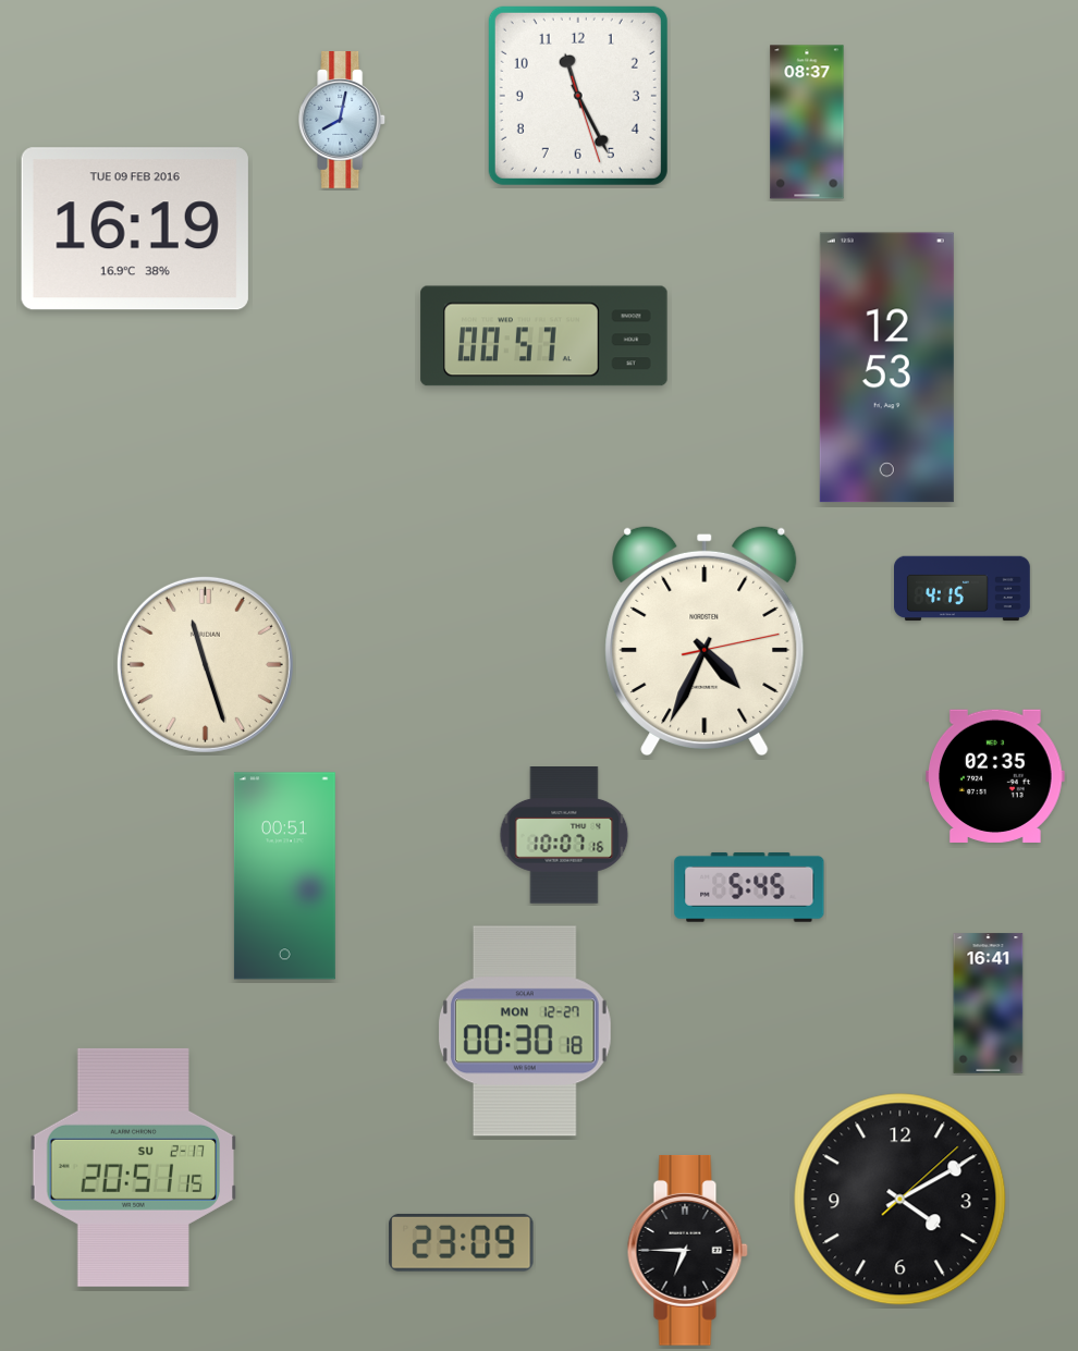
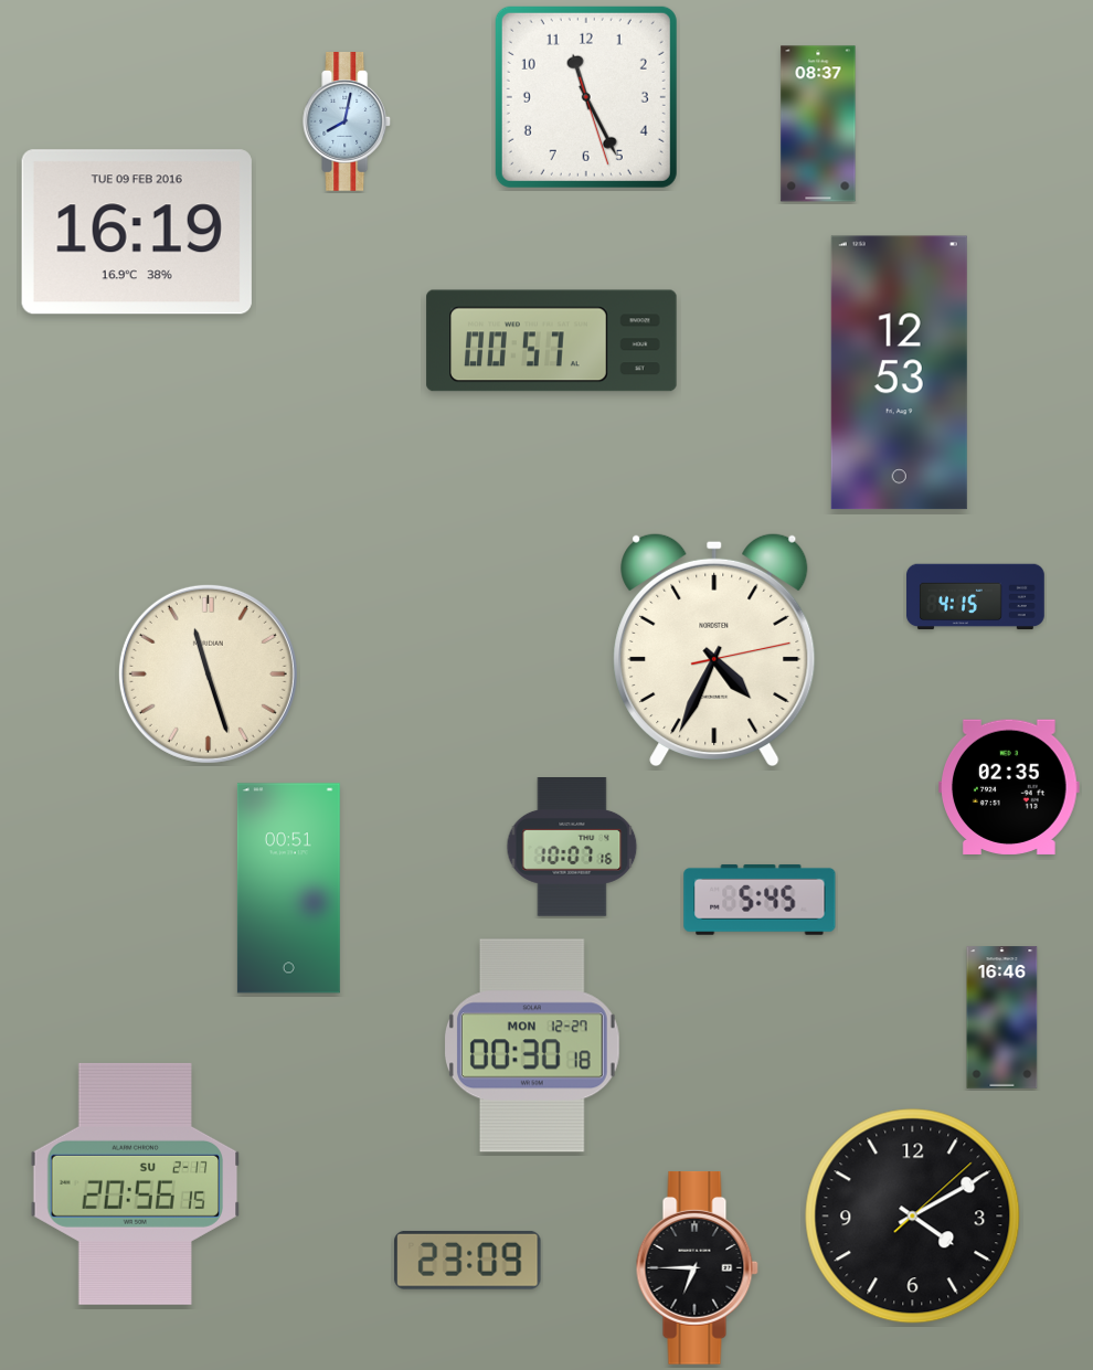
clock at (989, 1004): 16:41 -> 16:46
clock at (134, 1167): 20:51 -> 20:56
